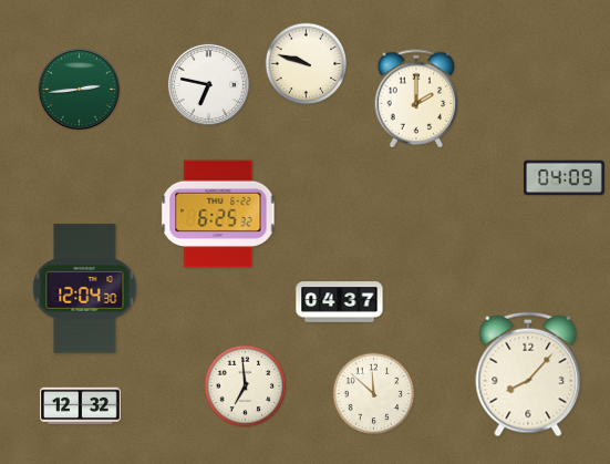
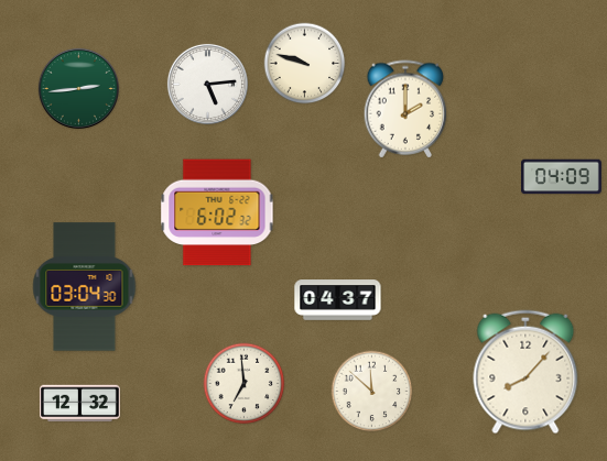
clock at (208, 84): 6:47 -> 5:14
clock at (416, 99) position: (416, 99) -> (405, 109)
clock at (218, 214): 6:25 -> 6:02
clock at (85, 289): 12:04 -> 03:04
